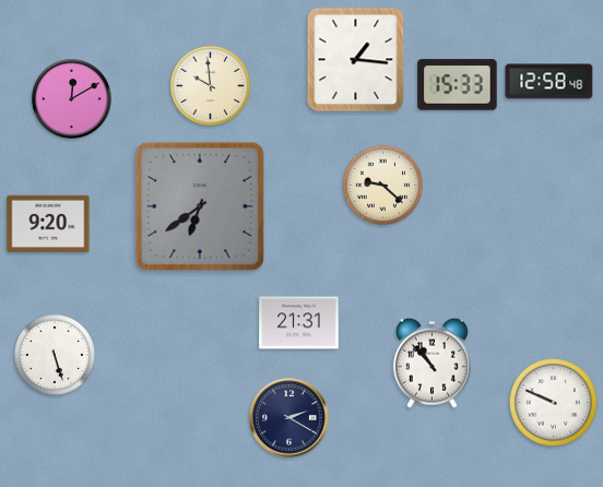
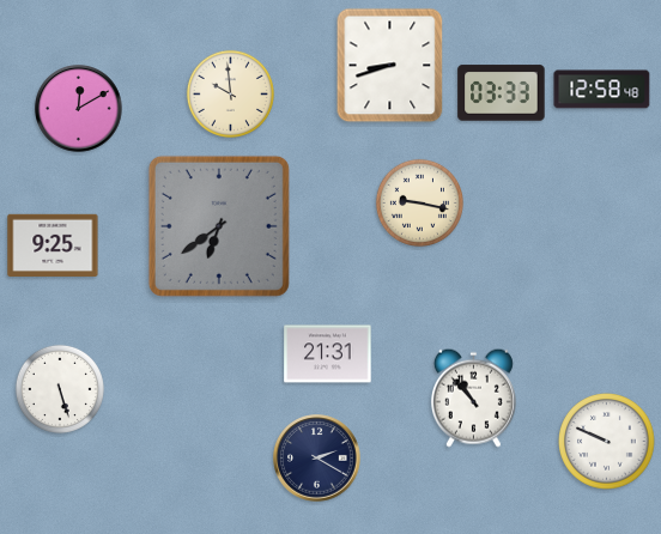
clock at (356, 60): 1:16 -> 8:42
clock at (458, 85): 15:33 -> 03:33
clock at (382, 185): 9:22 -> 9:17
clock at (48, 224): 9:20 -> 9:25
